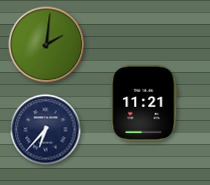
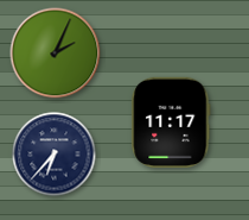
clock at (47, 45): 2:01 -> 2:04
clock at (144, 103): 11:21 -> 11:17
